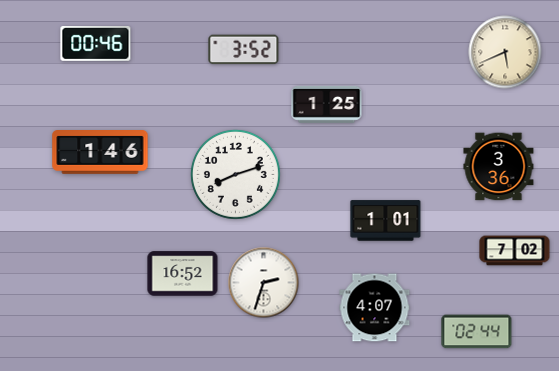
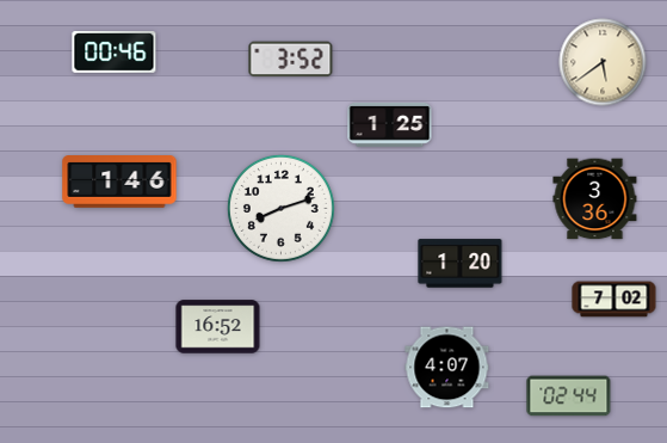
clock at (505, 52): 5:41 -> 5:39
clock at (386, 221): 1:01 -> 1:20
clock at (264, 283): 2:33 -> none
